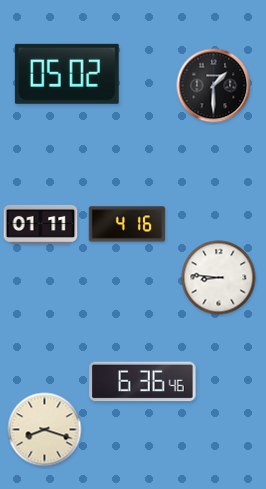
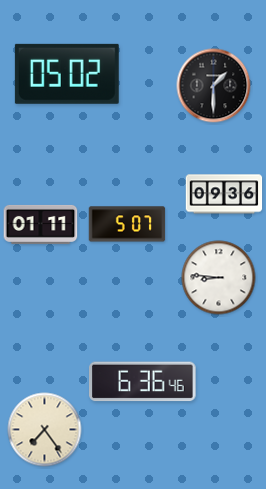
clock at (224, 194): none -> 09:36
clock at (127, 224): 4:16 -> 5:07
clock at (45, 430): 8:18 -> 7:24
